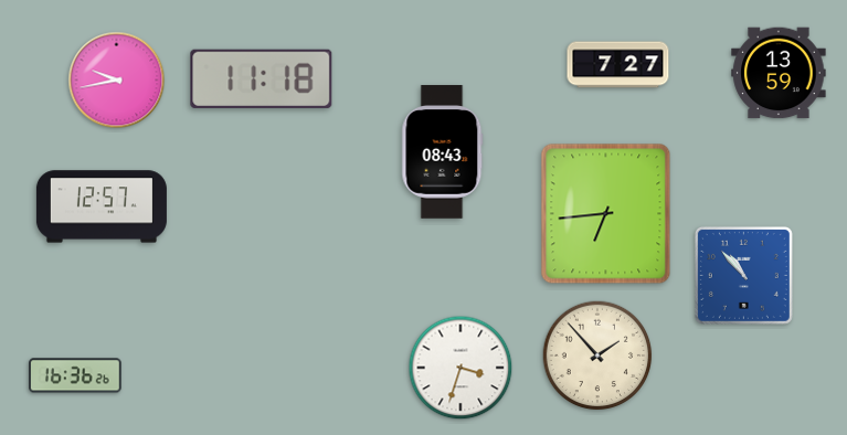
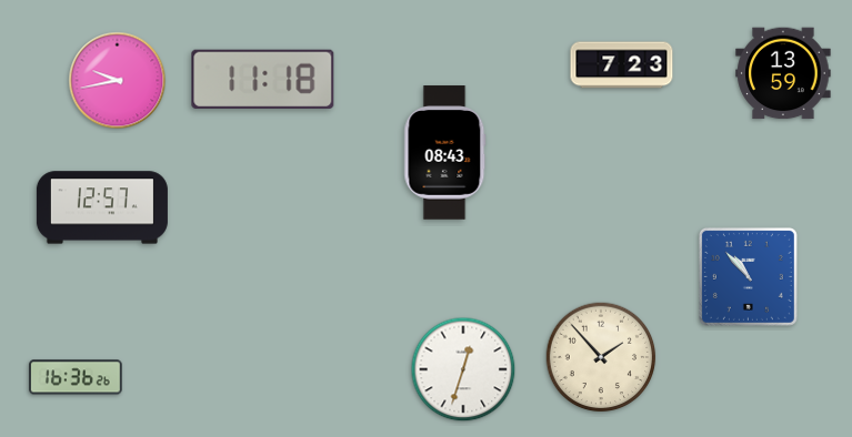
clock at (618, 65): 7:27 -> 7:23
clock at (606, 214): 6:44 -> none
clock at (460, 368): 3:33 -> 12:33
